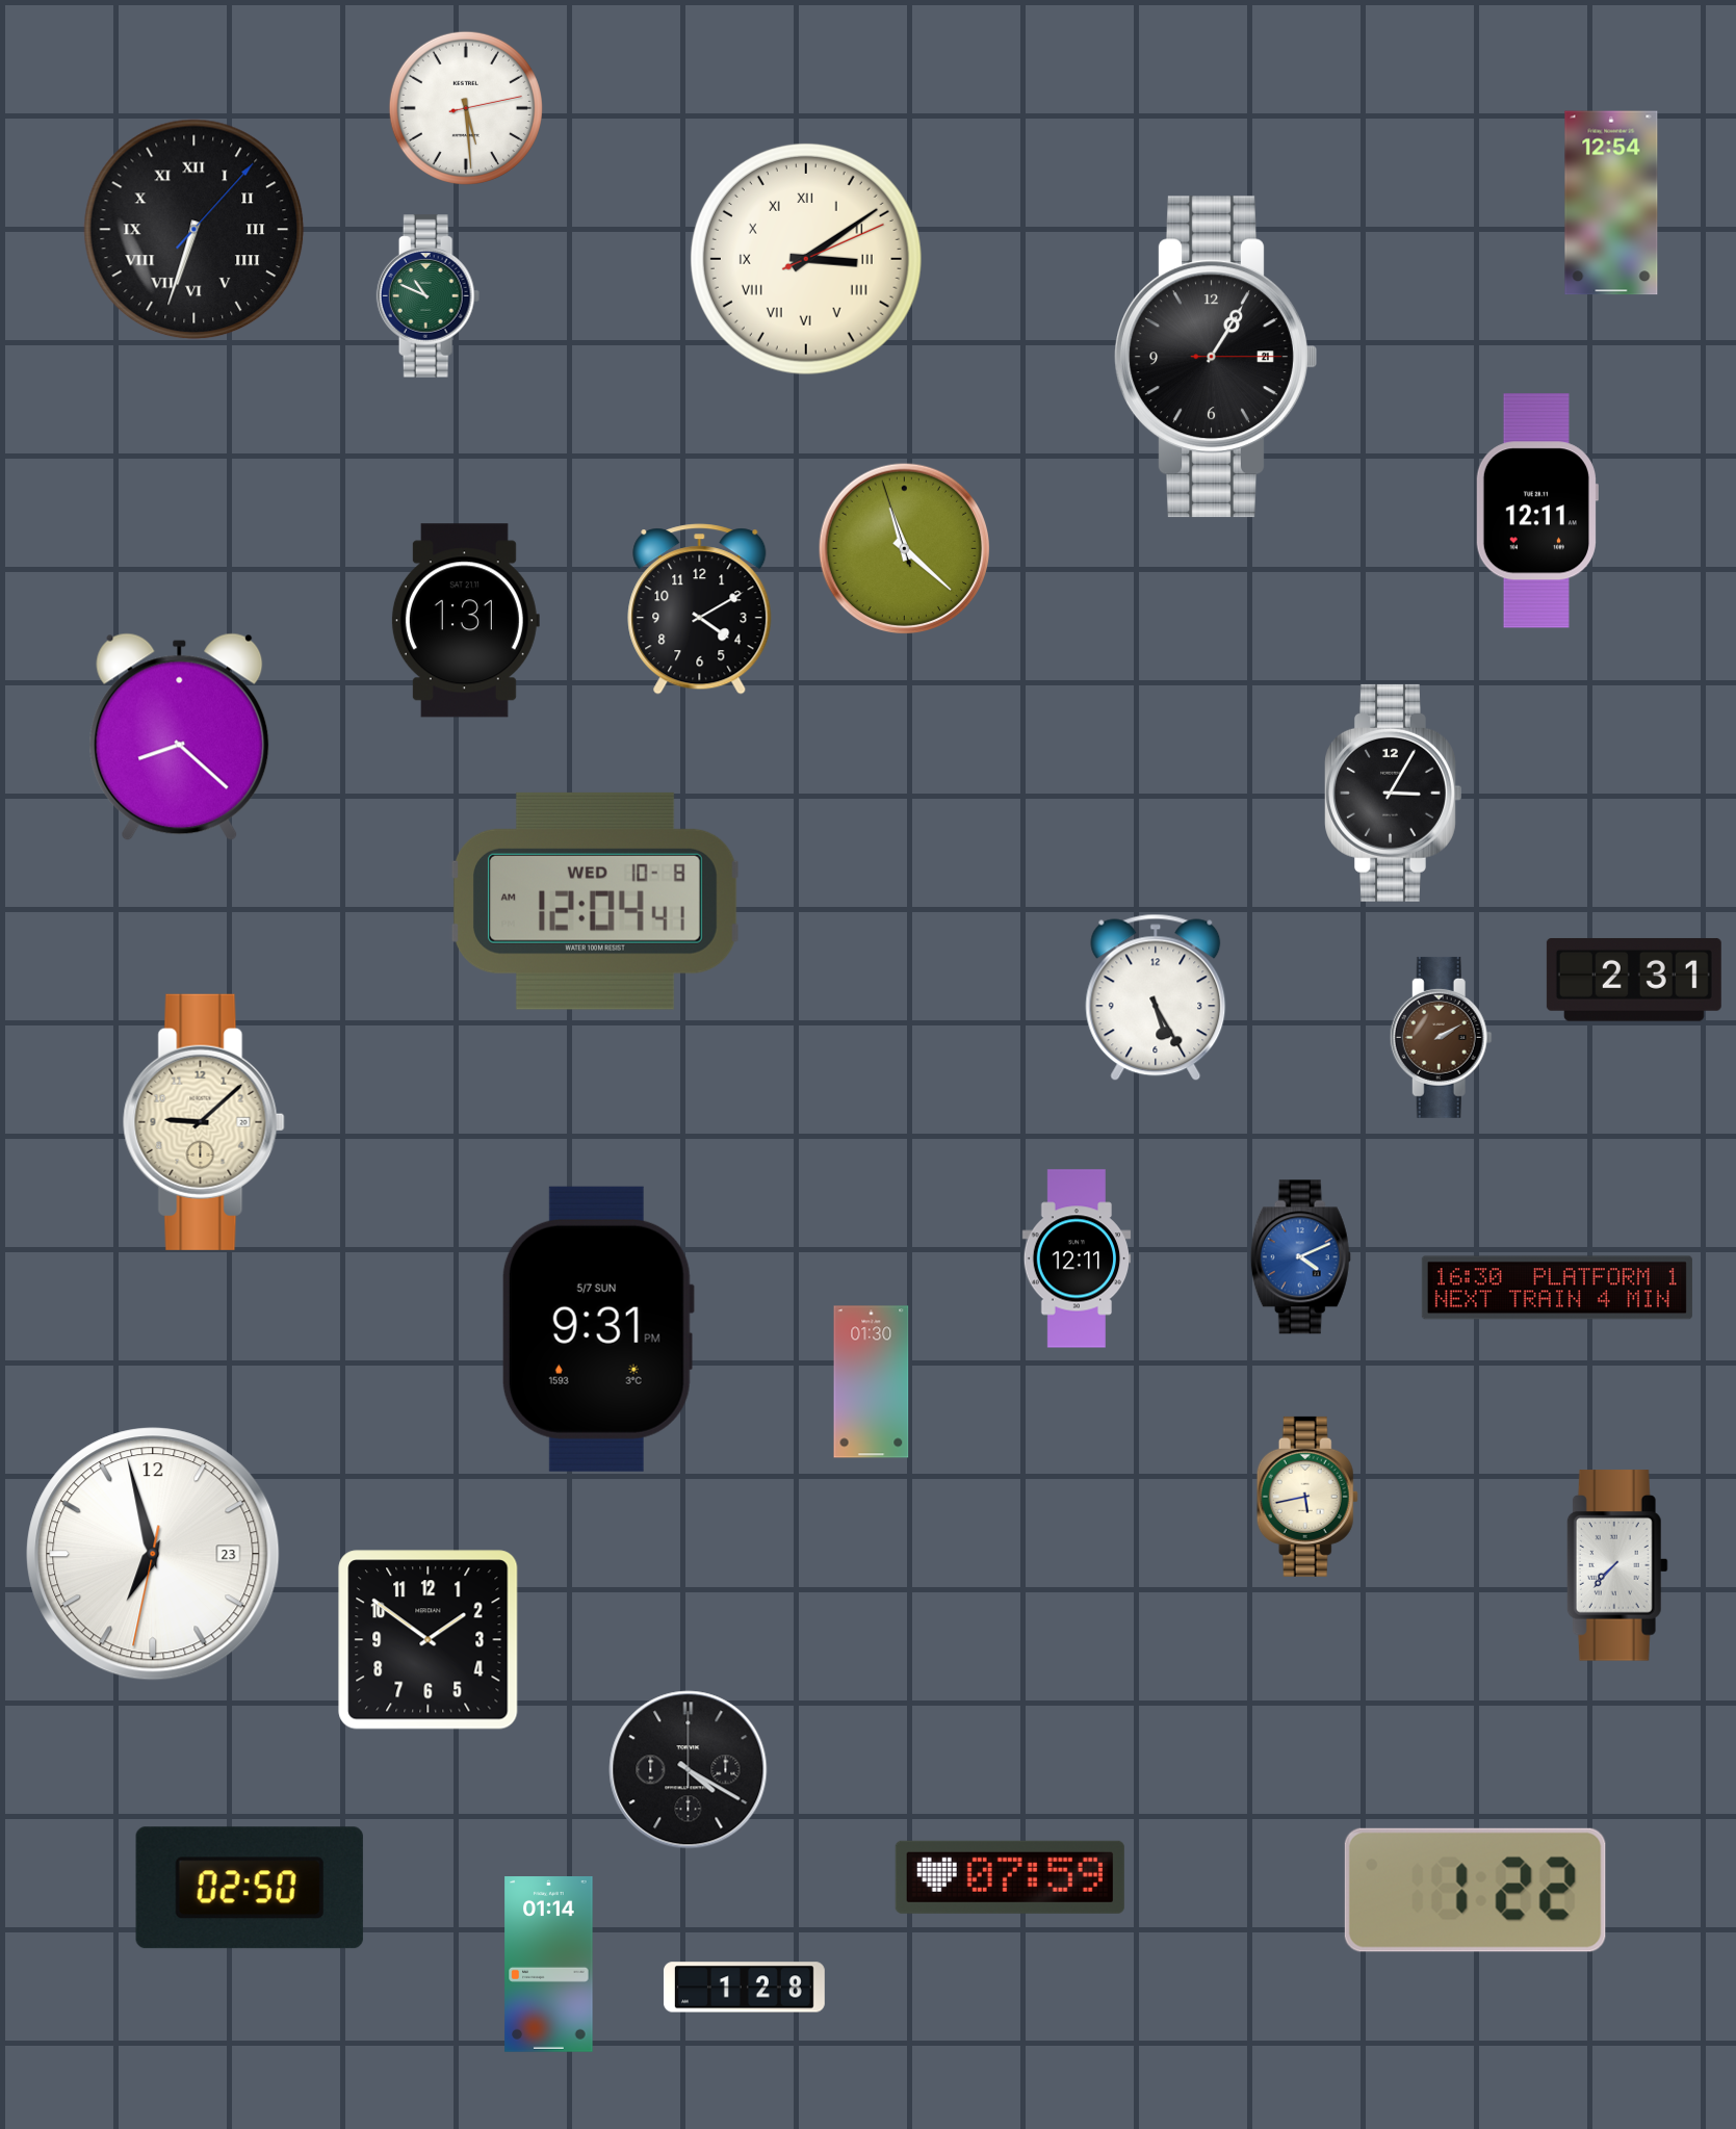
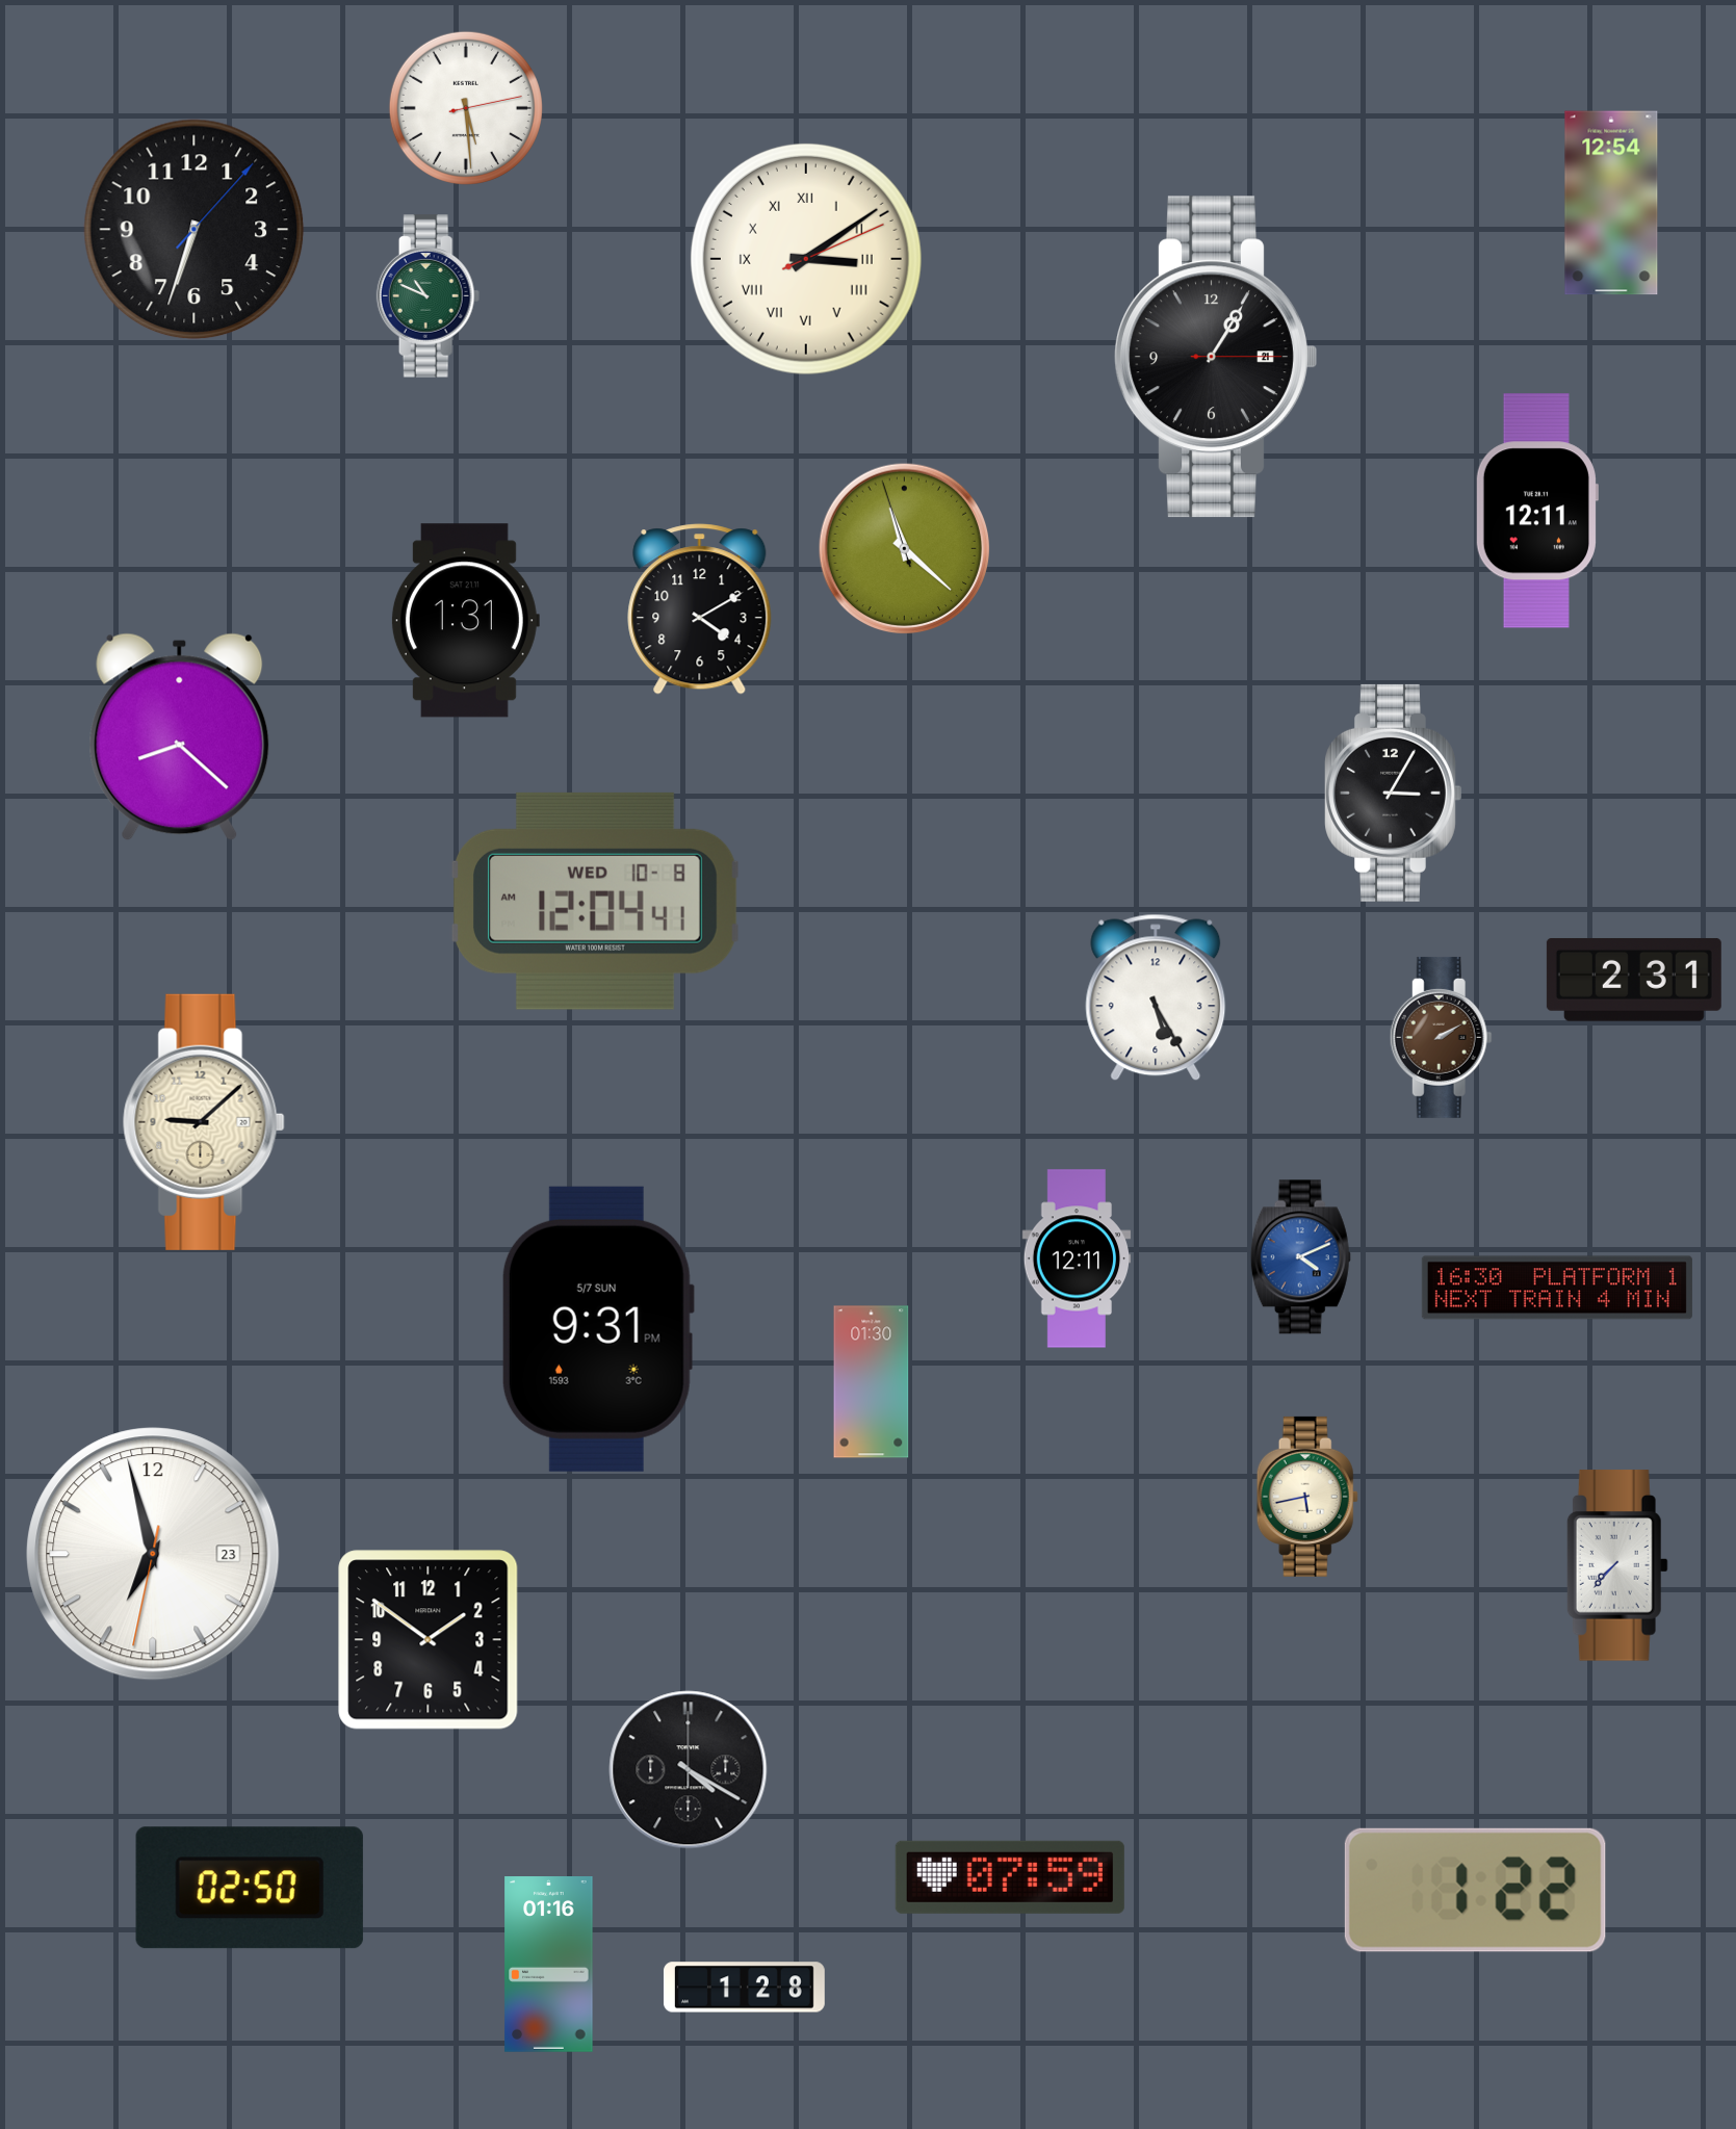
clock at (195, 230) numerals: Roman -> Arabic
clock at (549, 1965): 01:14 -> 01:16
